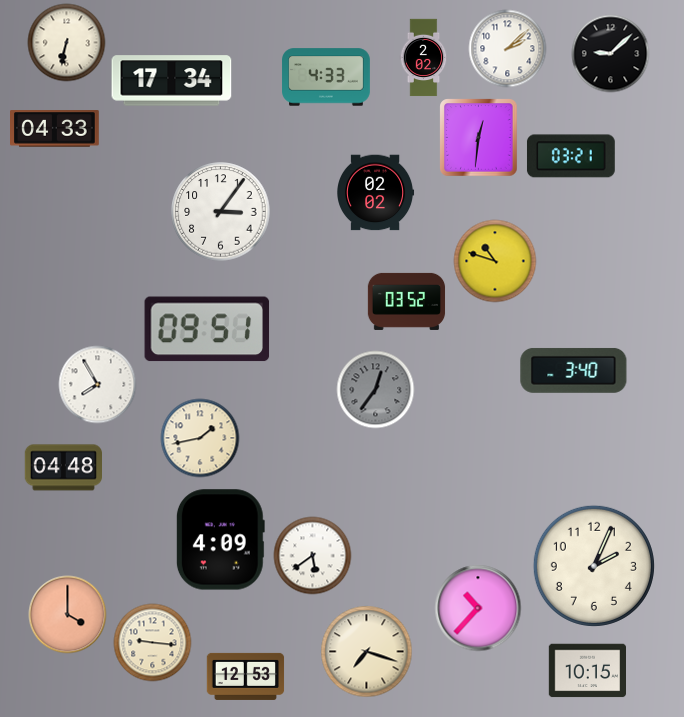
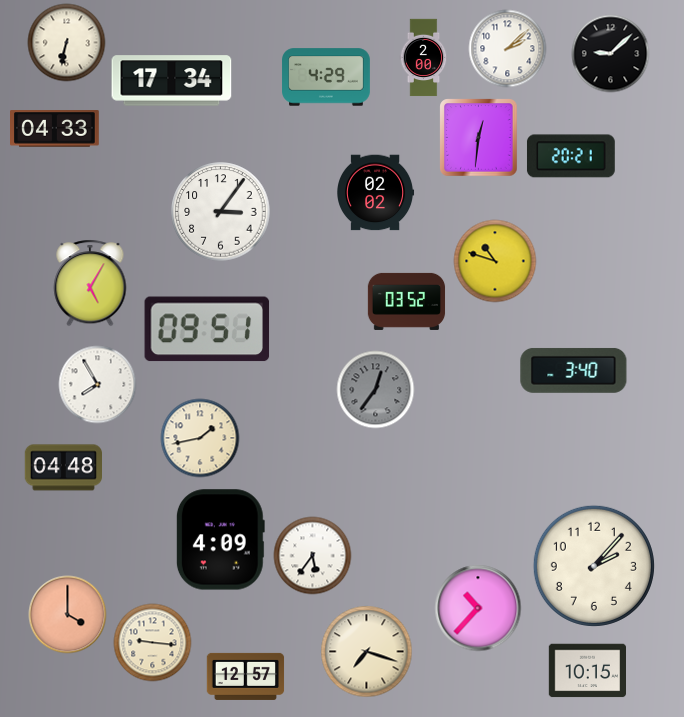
clock at (424, 57): 2:02 -> 2:00
clock at (326, 77): 4:33 -> 4:29
clock at (571, 156): 03:21 -> 20:21
clock at (90, 283): none -> 5:05
clock at (312, 555): 5:39 -> 5:36
clock at (594, 566): 2:04 -> 2:07
clock at (245, 676): 12:53 -> 12:57
